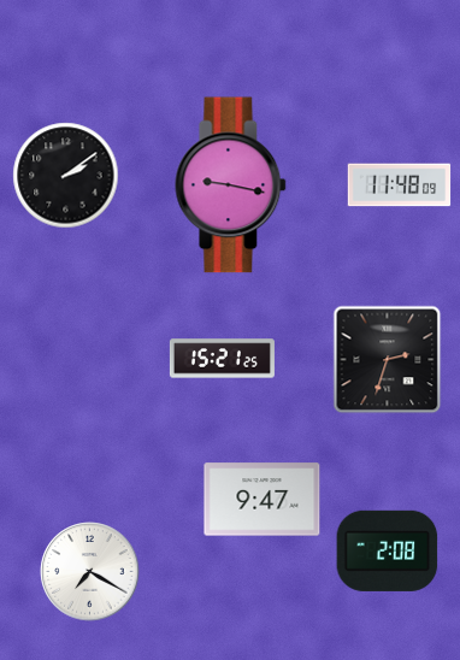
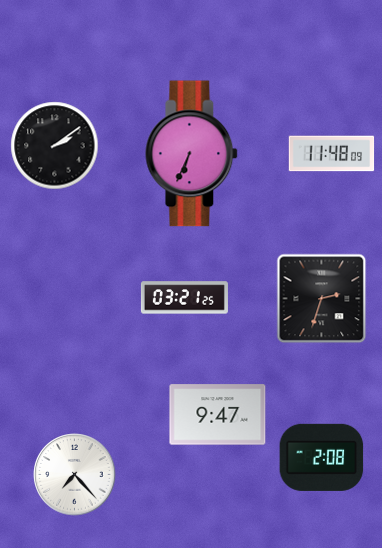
clock at (231, 185): 9:17 -> 6:34
clock at (222, 359): 15:21 -> 03:21
clock at (90, 572): 7:20 -> 7:23
